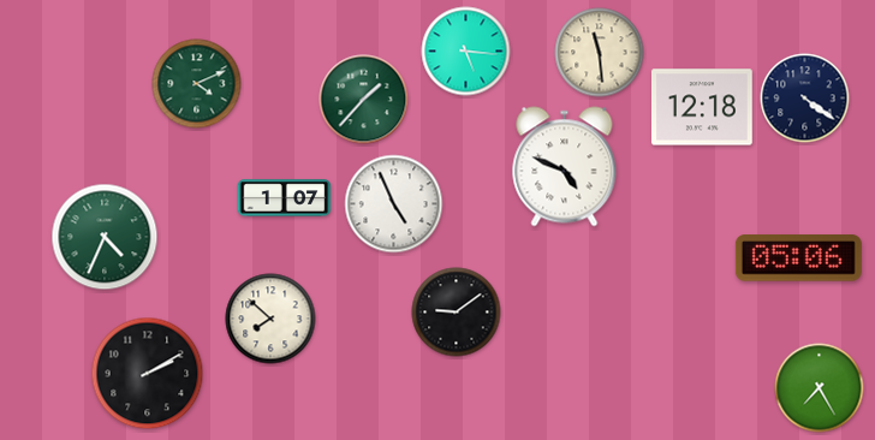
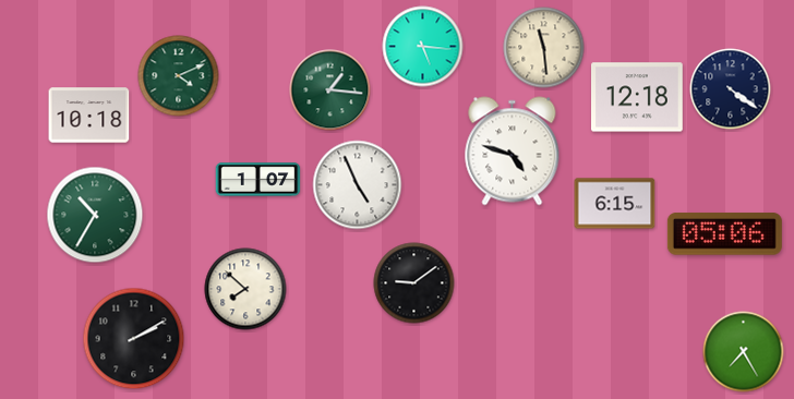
clock at (364, 100): 1:37 -> 1:16
clock at (89, 116): none -> 10:18
clock at (565, 167): 4:49 -> 4:48
clock at (615, 204): none -> 6:15
clock at (105, 237): 4:34 -> 10:35
